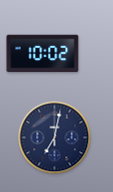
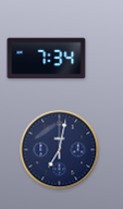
clock at (43, 54): 10:02 -> 7:34
